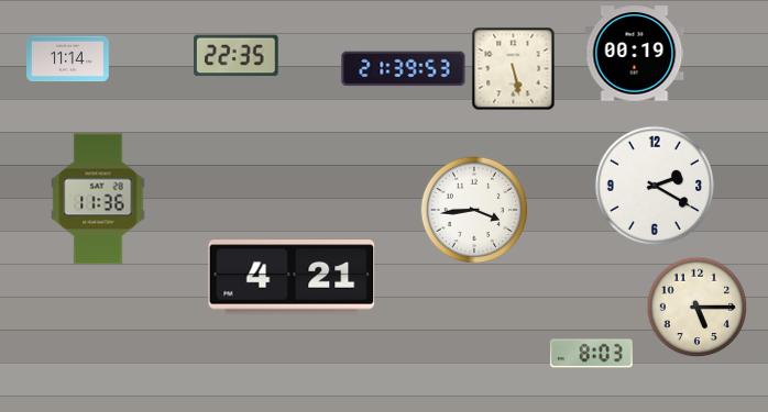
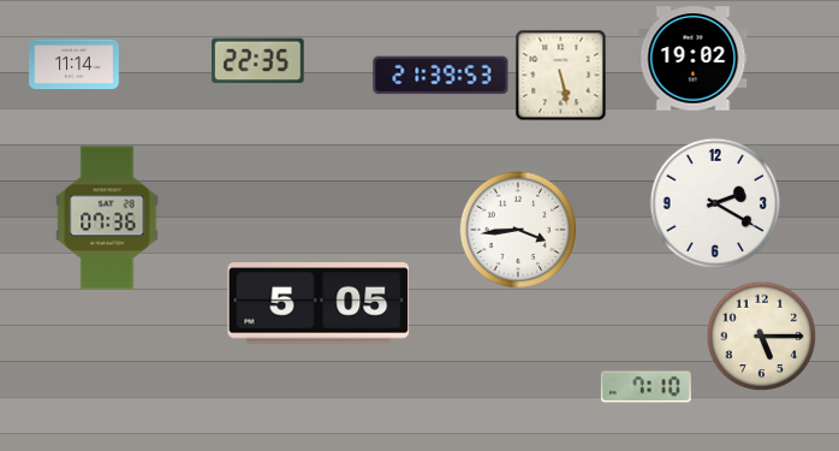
clock at (635, 54): 00:19 -> 19:02
clock at (98, 199): 11:36 -> 07:36
clock at (292, 277): 4:21 -> 5:05
clock at (591, 354): 8:03 -> 7:10
